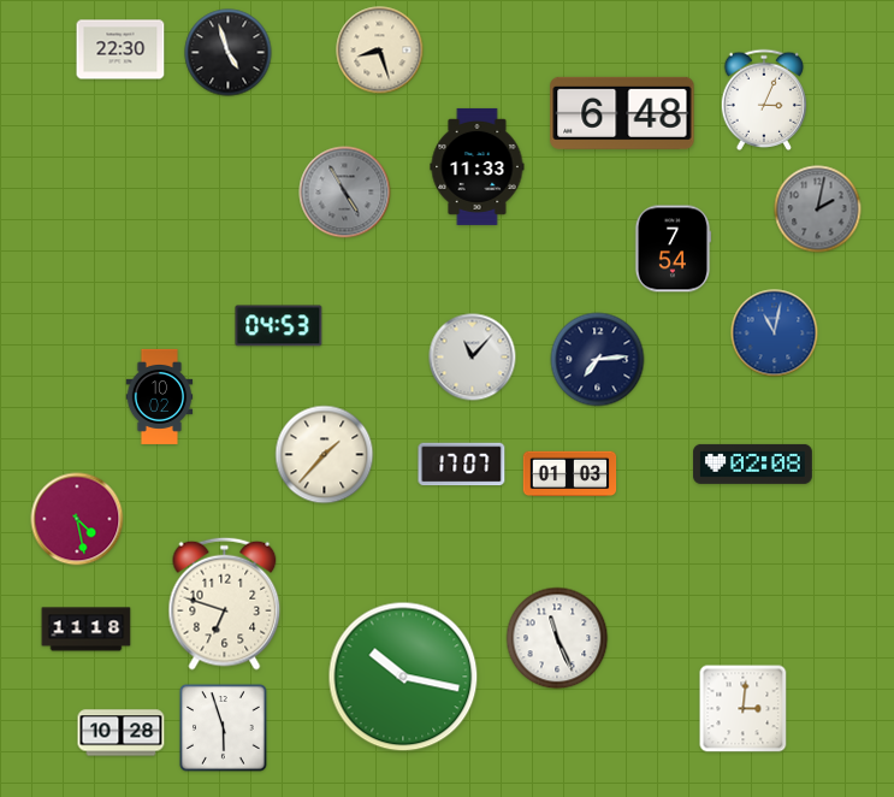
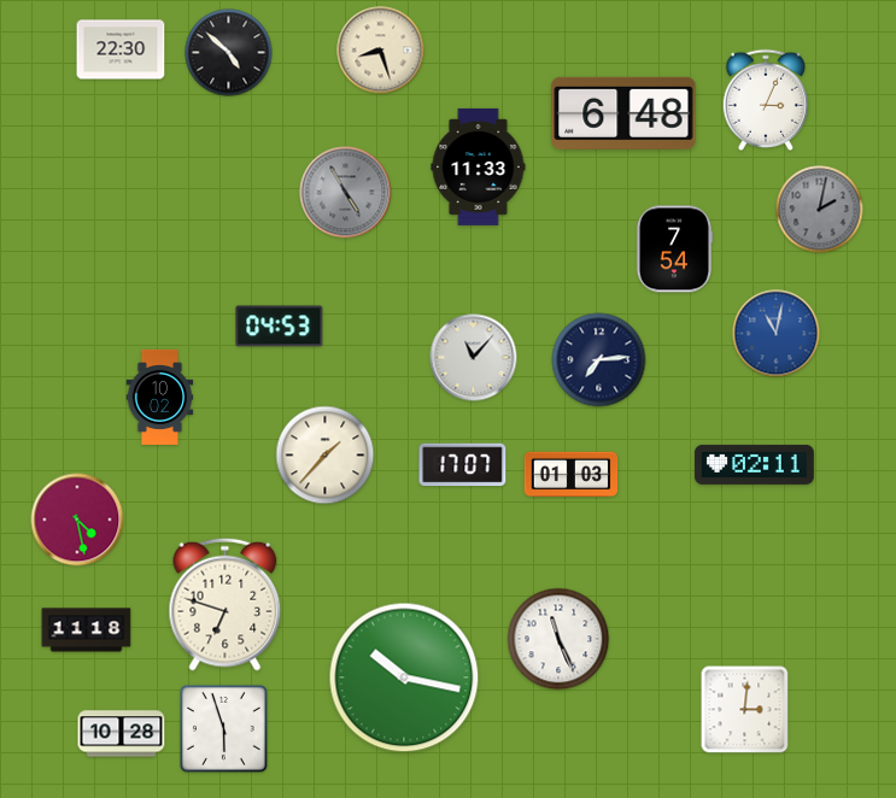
clock at (229, 53): 4:57 -> 4:52
clock at (753, 464): 02:08 -> 02:11
